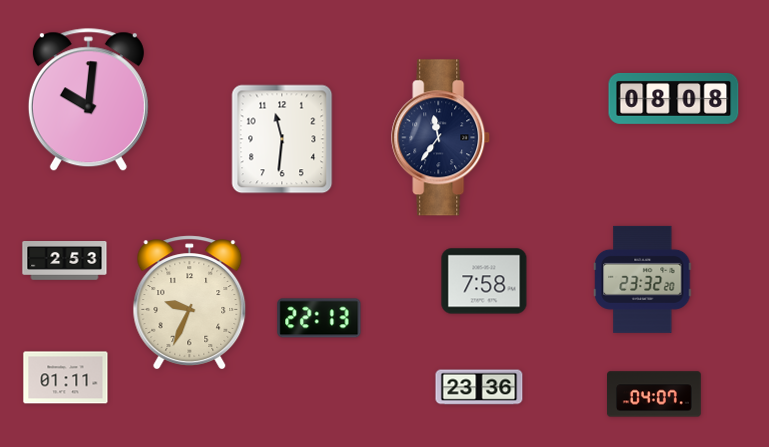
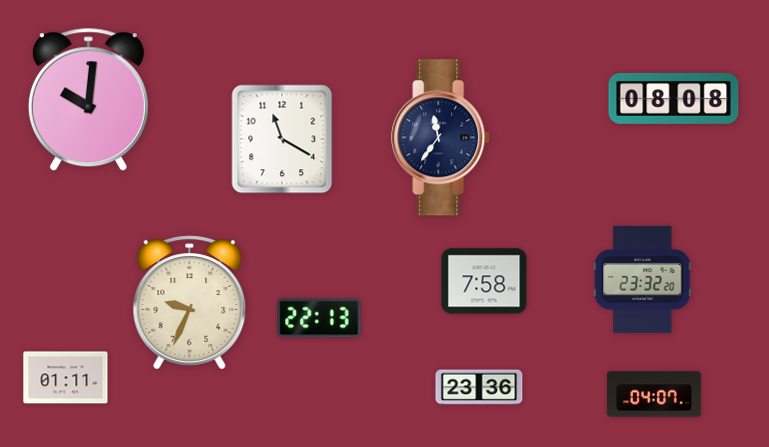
clock at (282, 139): 11:31 -> 11:20
clock at (65, 261): 2:53 -> none
